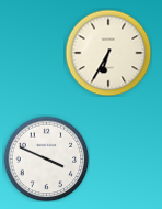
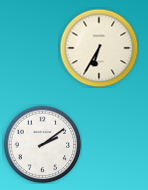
clock at (46, 158): 3:49 -> 2:09
